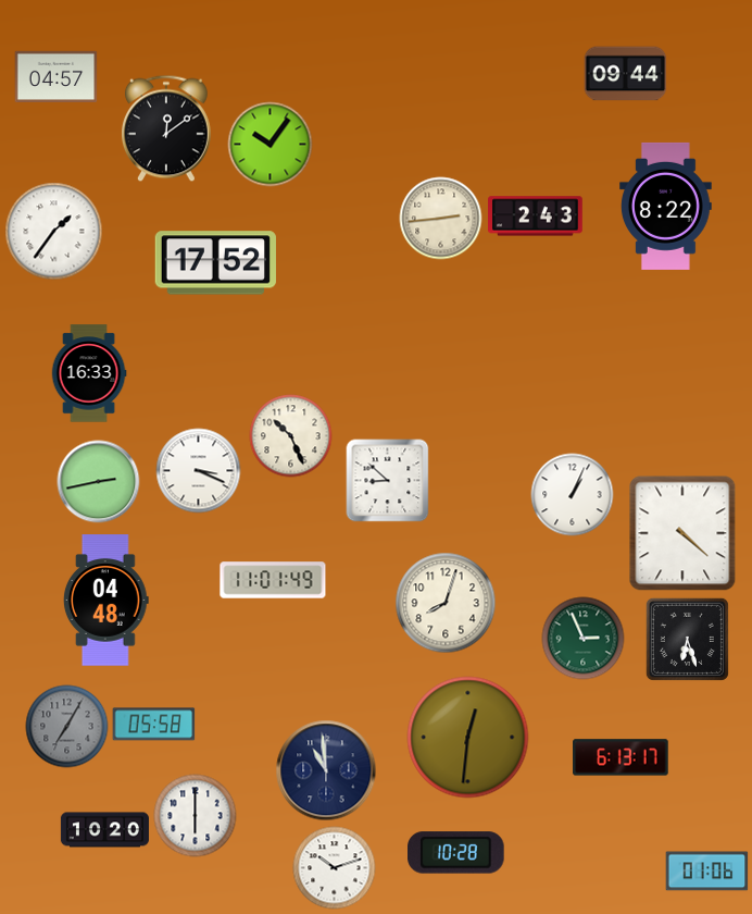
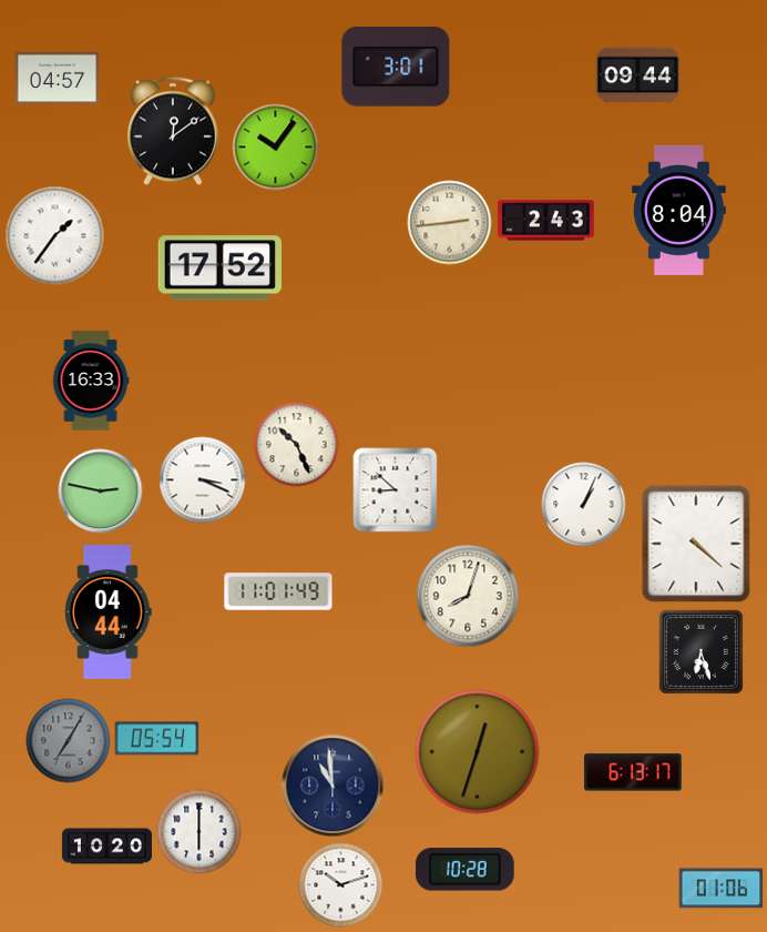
clock at (396, 67): none -> 3:01
clock at (167, 128) position: (167, 128) -> (174, 131)
clock at (666, 206): 8:22 -> 8:04
clock at (99, 482): 2:43 -> 2:47
clock at (106, 601): 04:48 -> 04:44
clock at (446, 603) position: (446, 603) -> (468, 596)
clock at (584, 639): 2:56 -> none
clock at (154, 725): 05:58 -> 05:54
clock at (468, 738): 12:31 -> 12:33
